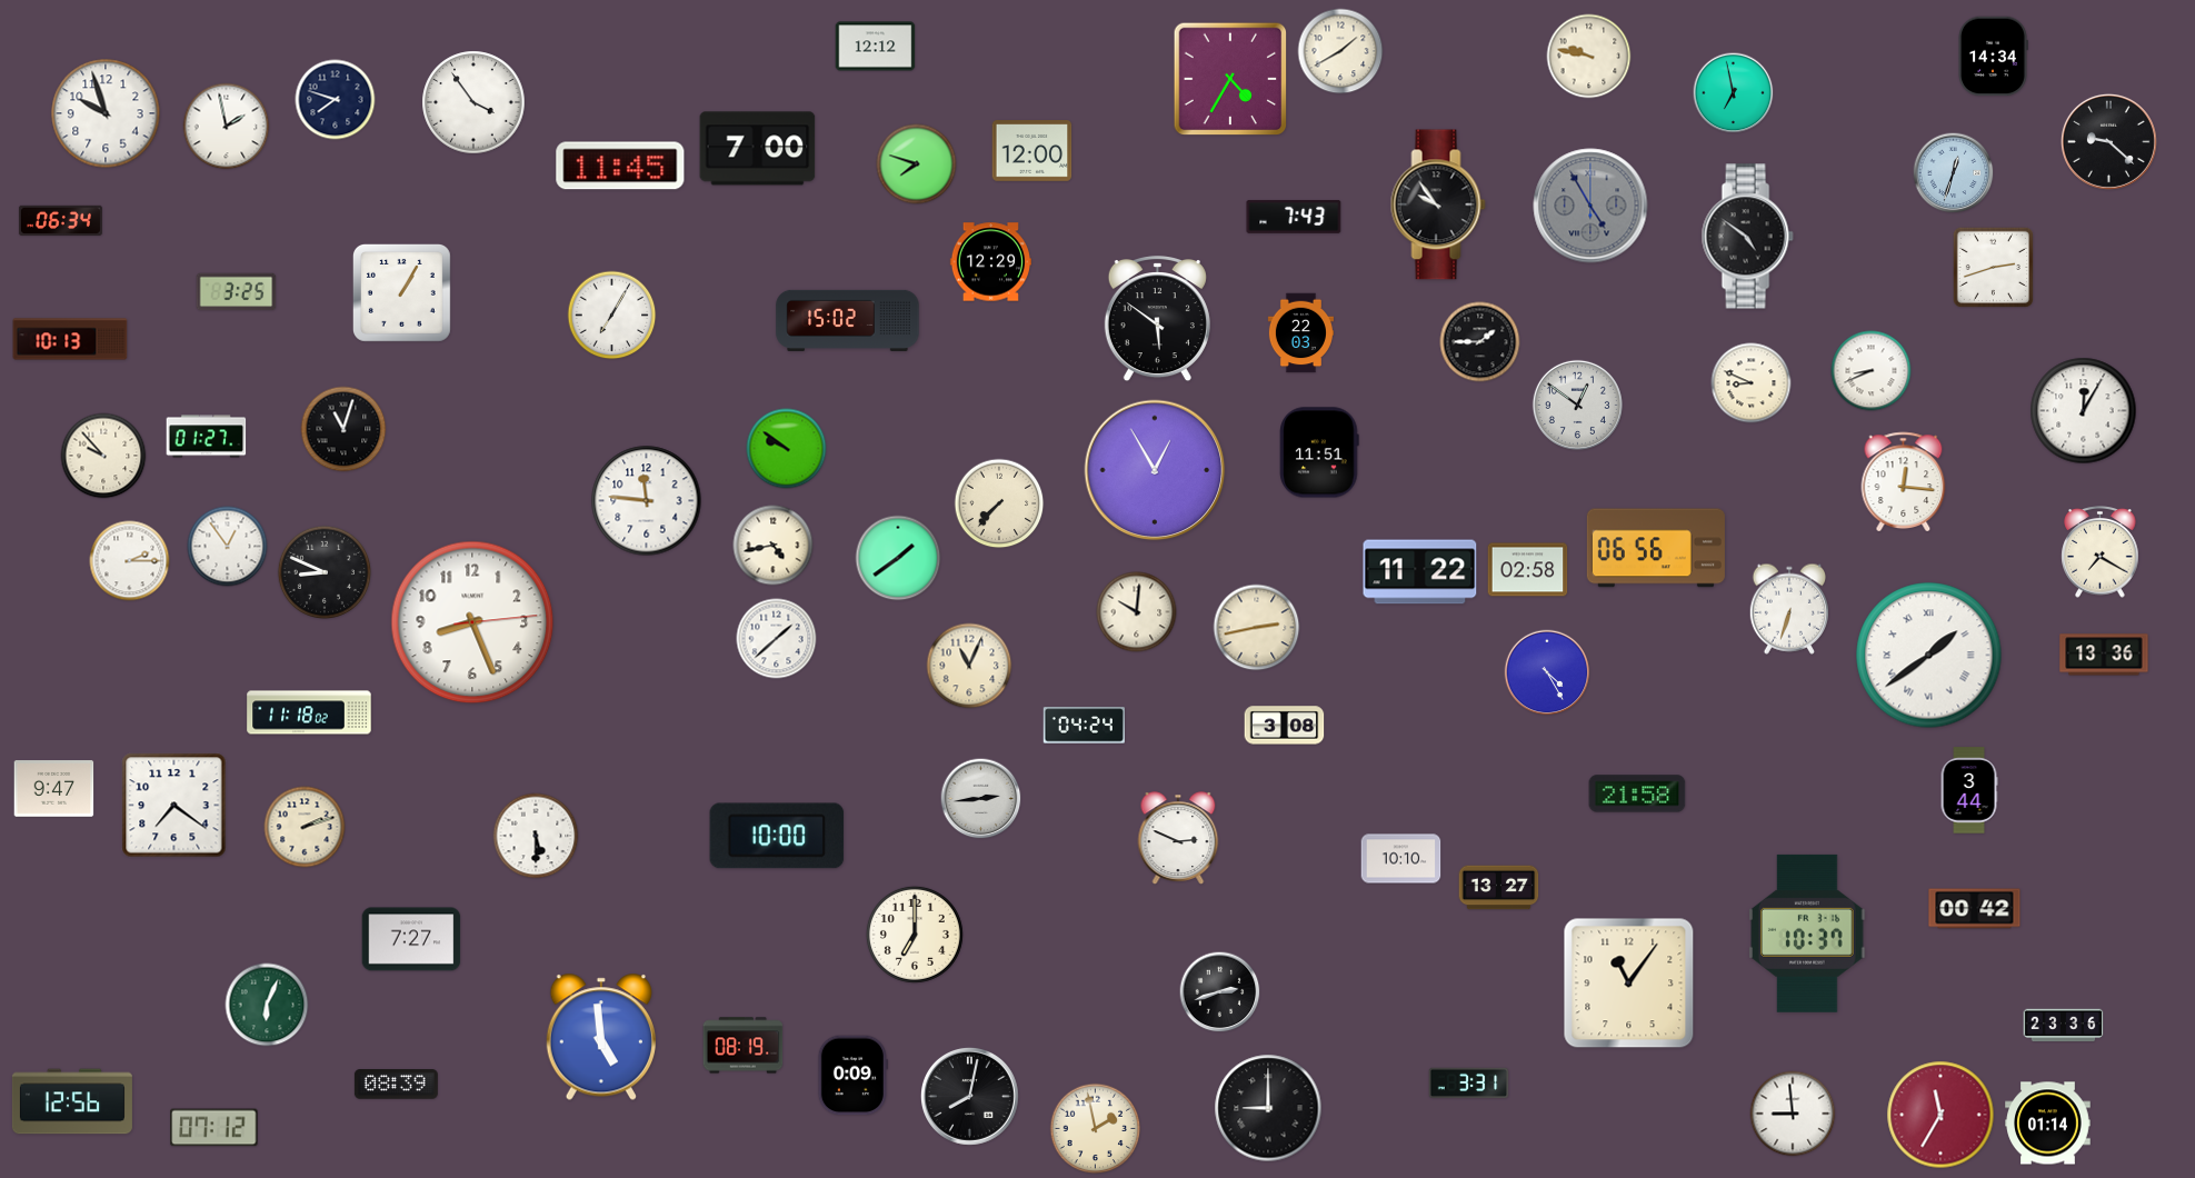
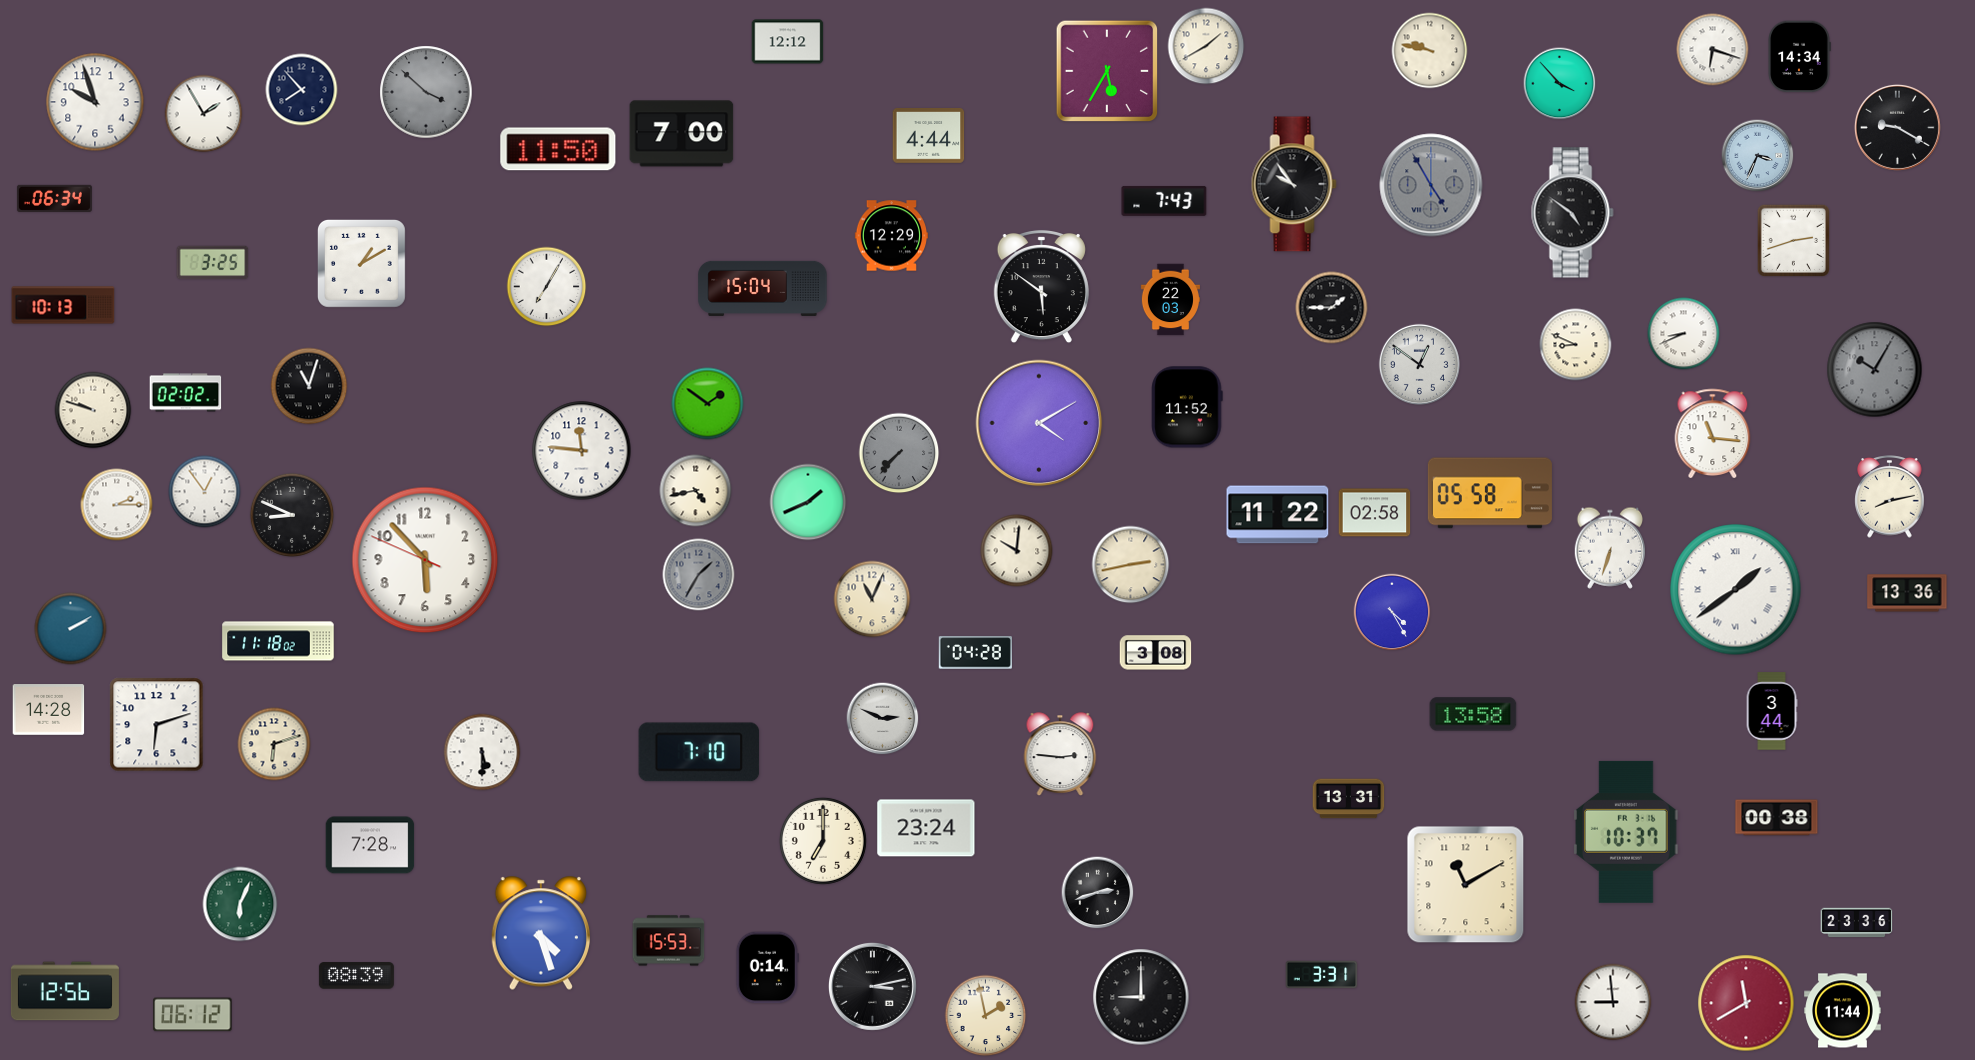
clock at (1713, 50): none -> 6:18
clock at (1993, 57) position: (1993, 57) -> (1799, 57)
clock at (1230, 79): 4:35 -> 5:35
clock at (1734, 93): 6:58 -> 3:53
clock at (336, 100): 7:48 -> 7:53
clock at (473, 102): 3:54 -> 3:52
clock at (473, 102) dial: white -> grey
clock at (227, 127): 1:58 -> 1:55
clock at (2108, 141): 9:22 -> 9:20
clock at (1032, 151): 12:00 -> 4:44
clock at (917, 164): 7:48 -> none
clock at (620, 166): 11:45 -> 11:50
clock at (1954, 173): 12:33 -> 3:34
clock at (1294, 217) position: (1294, 217) -> (1164, 201)
clock at (401, 292): 1:05 -> 1:10
clock at (612, 316) position: (612, 316) -> (547, 287)
clock at (848, 320): 15:02 -> 15:04
clock at (2084, 411): 12:05 -> 10:05
clock at (2084, 411) dial: white -> grey
clock at (207, 437): 01:27 -> 02:02
clock at (787, 449): 9:51 -> 1:51
clock at (1319, 452): 11:51 -> 11:52
clock at (103, 456): 9:53 -> 9:48
clock at (1155, 470): 12:55 -> 4:10
clock at (1904, 482): 12:16 -> 11:16
clock at (999, 503) dial: cream -> grey
clock at (1656, 548): 06:56 -> 05:58
clock at (2101, 552): 7:20 -> 8:13
clock at (898, 558): 1:39 -> 1:41
clock at (1137, 612) position: (1137, 612) -> (1017, 551)
clock at (472, 622): 8:26 -> 5:52
clock at (777, 639): 1:38 -> 1:35
clock at (777, 639) dial: white -> grey
clock at (2104, 655) position: (2104, 655) -> (1907, 593)
clock at (1547, 672) position: (1547, 672) -> (1392, 612)
clock at (71, 629): none -> 2:10
clock at (1084, 726): 04:24 -> 04:28
clock at (54, 789): 9:47 -> 14:28
clock at (1637, 793): 21:58 -> 13:58
clock at (981, 799): 2:44 -> 2:49
clock at (174, 806): 7:21 -> 6:12
clock at (305, 827): 2:12 -> 6:12
clock at (777, 836): 10:00 -> 7:10
clock at (1178, 838): 2:49 -> 2:46
clock at (1401, 859): 10:10 -> none
clock at (1499, 888): 13:27 -> 13:31
clock at (1975, 909): 00:42 -> 00:38
clock at (926, 828): none -> 23:24
clock at (1807, 934) position: (1807, 934) -> (1626, 832)
clock at (411, 939): 7:27 -> 7:28
clock at (1629, 984): 11:06 -> 11:10
clock at (600, 1037): 4:59 -> 4:27
clock at (744, 1046): 08:19 -> 15:53
clock at (852, 1076): 0:09 -> 0:14
clock at (969, 1096): 8:02 -> 3:13
clock at (1940, 1115): 11:35 -> 11:40
clock at (2048, 1124): 01:14 -> 11:44
clock at (214, 1128): 07:12 -> 06:12
